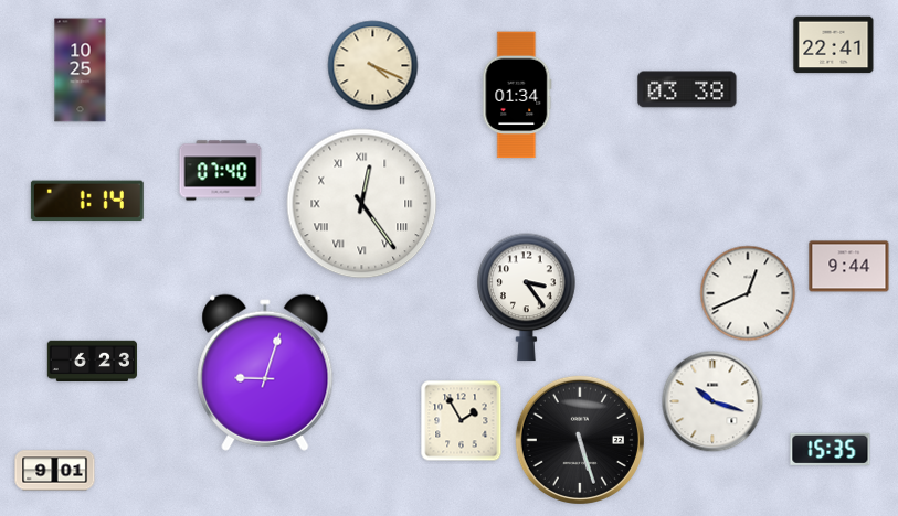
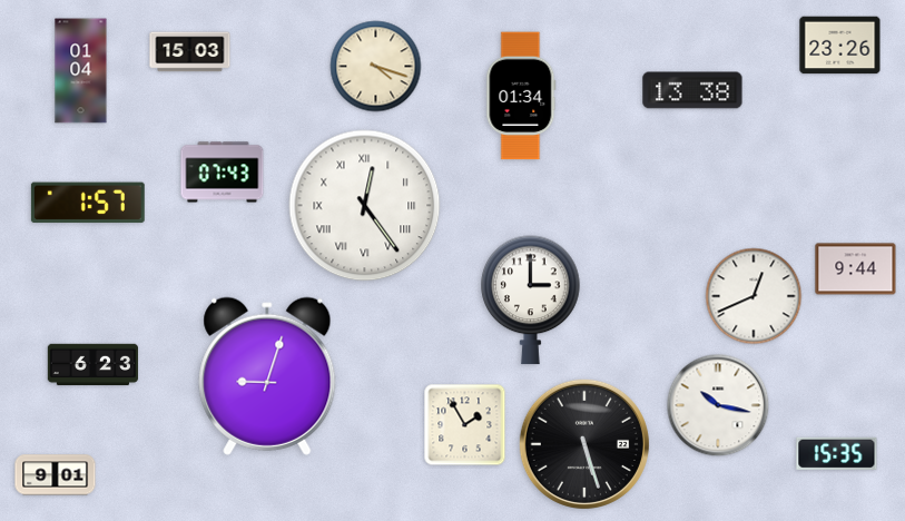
clock at (834, 45): 22:41 -> 23:26
clock at (190, 52): none -> 15:03
clock at (373, 66): 4:19 -> 4:18
clock at (81, 71): 10:25 -> 01:04
clock at (687, 89): 03:38 -> 13:38
clock at (221, 171): 07:40 -> 07:43
clock at (87, 201): 1:14 -> 1:57
clock at (527, 298): 3:24 -> 3:00
clock at (712, 401): 10:18 -> 10:17
